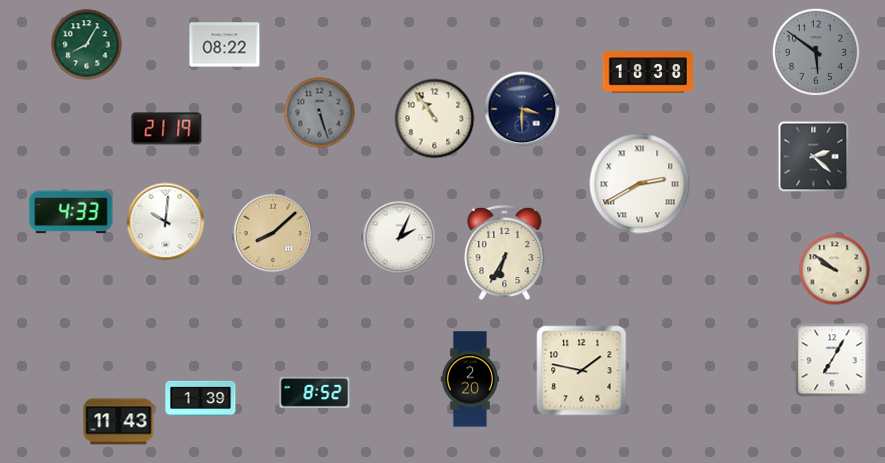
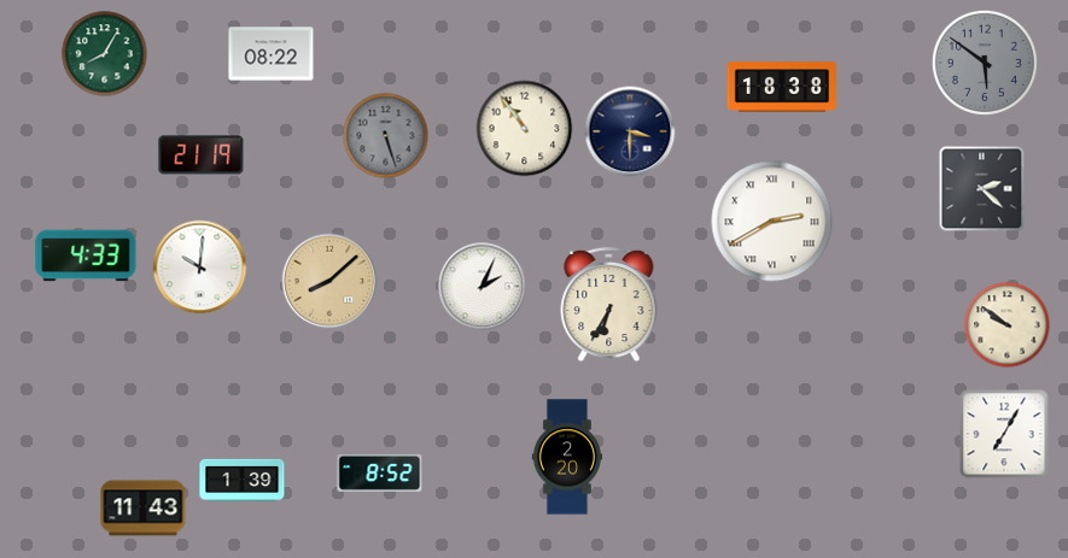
clock at (435, 119) position: (435, 119) -> (525, 129)
clock at (582, 371): 1:47 -> none
